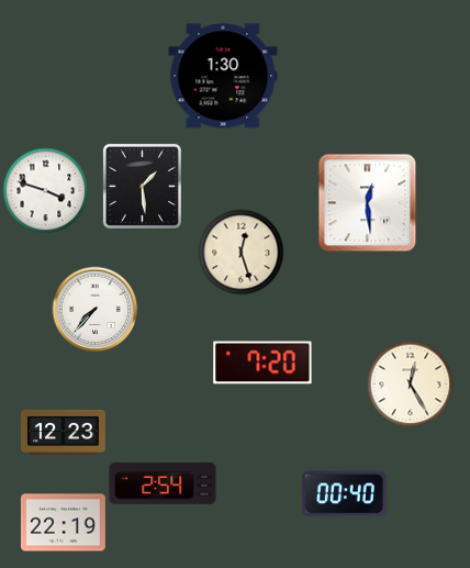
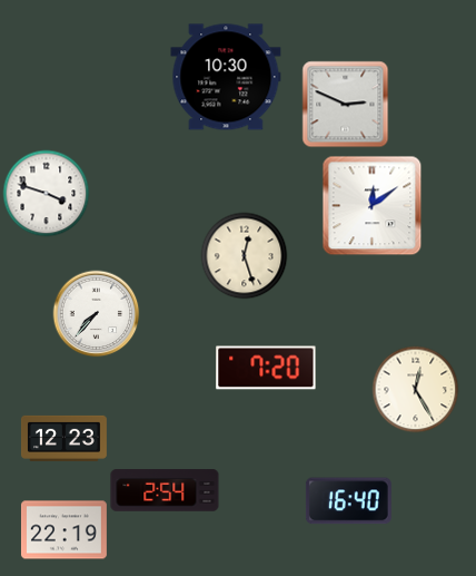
clock at (223, 76): 1:30 -> 10:30
clock at (345, 104): none -> 2:49
clock at (142, 186): 1:29 -> none
clock at (367, 202): 12:29 -> 12:09
clock at (344, 494): 00:40 -> 16:40
